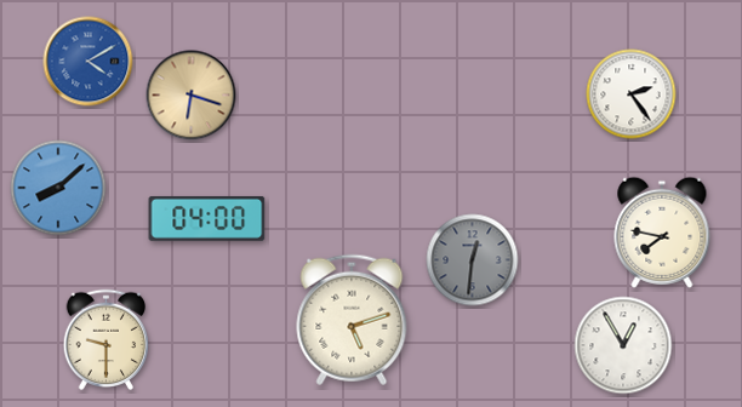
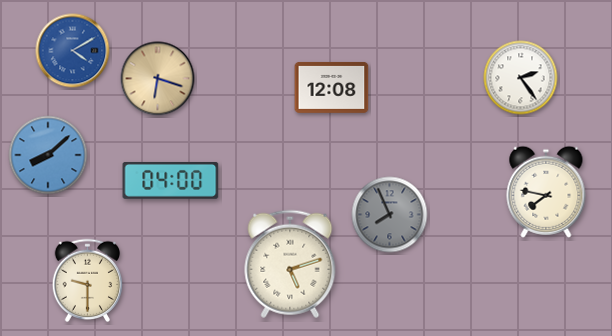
clock at (332, 87): none -> 12:08
clock at (473, 260): 12:31 -> 7:56
clock at (623, 345): 12:55 -> none
